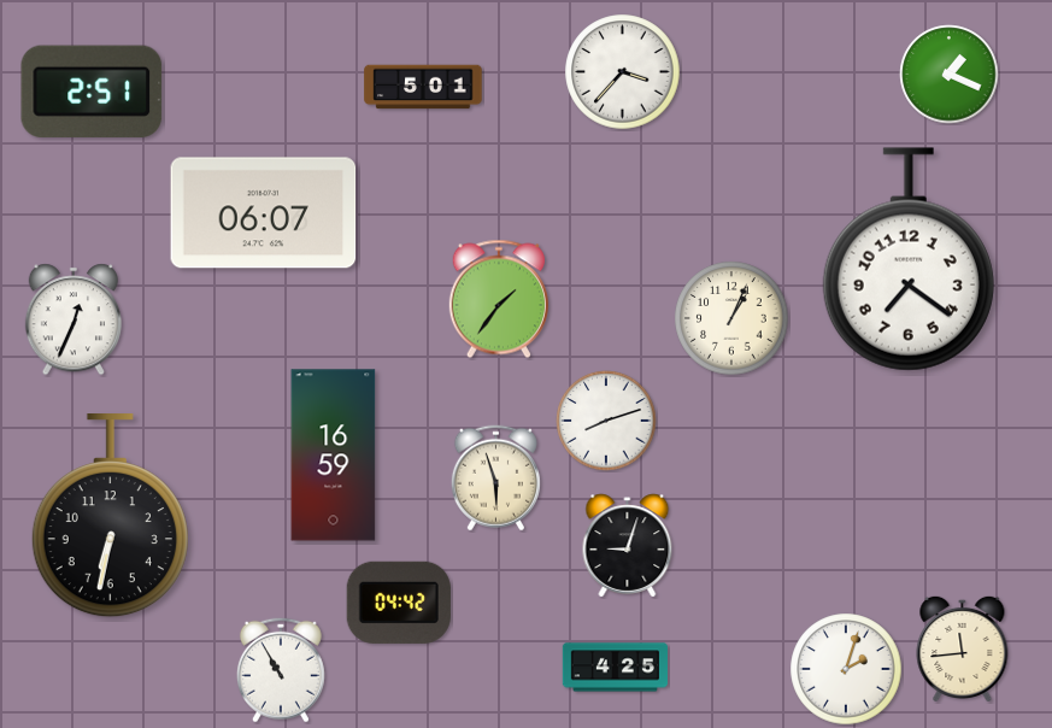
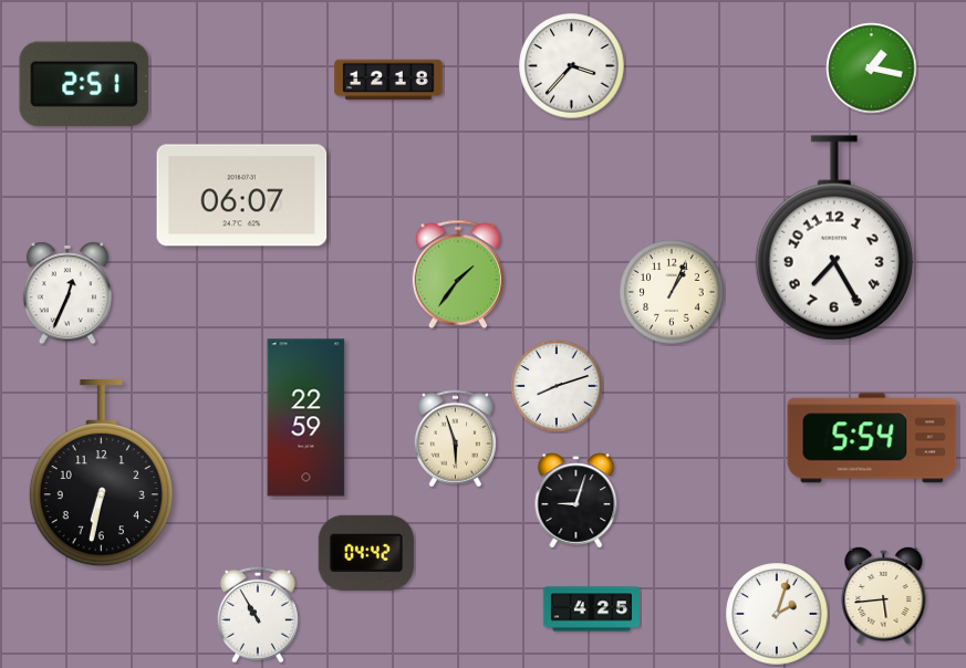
clock at (950, 75): 1:19 -> 1:17
clock at (423, 87): 5:01 -> 12:18
clock at (909, 259): 7:21 -> 7:25
clock at (334, 456): 16:59 -> 22:59
clock at (872, 438): none -> 5:54
clock at (963, 647): 11:44 -> 5:44
clock at (615, 668) position: (615, 668) -> (591, 609)
